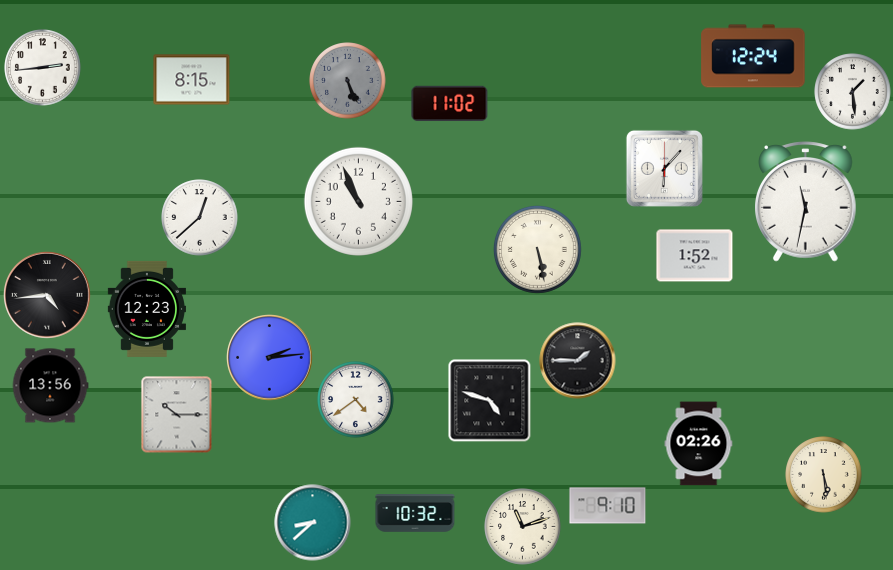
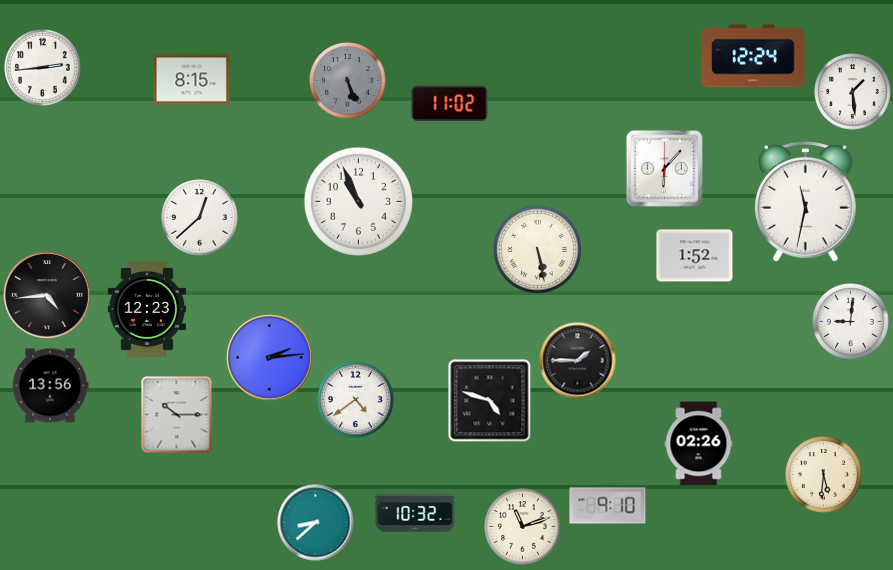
clock at (851, 322): none -> 9:01
clock at (824, 475): 5:29 -> 5:31
clock at (313, 523) position: (313, 523) -> (316, 523)
